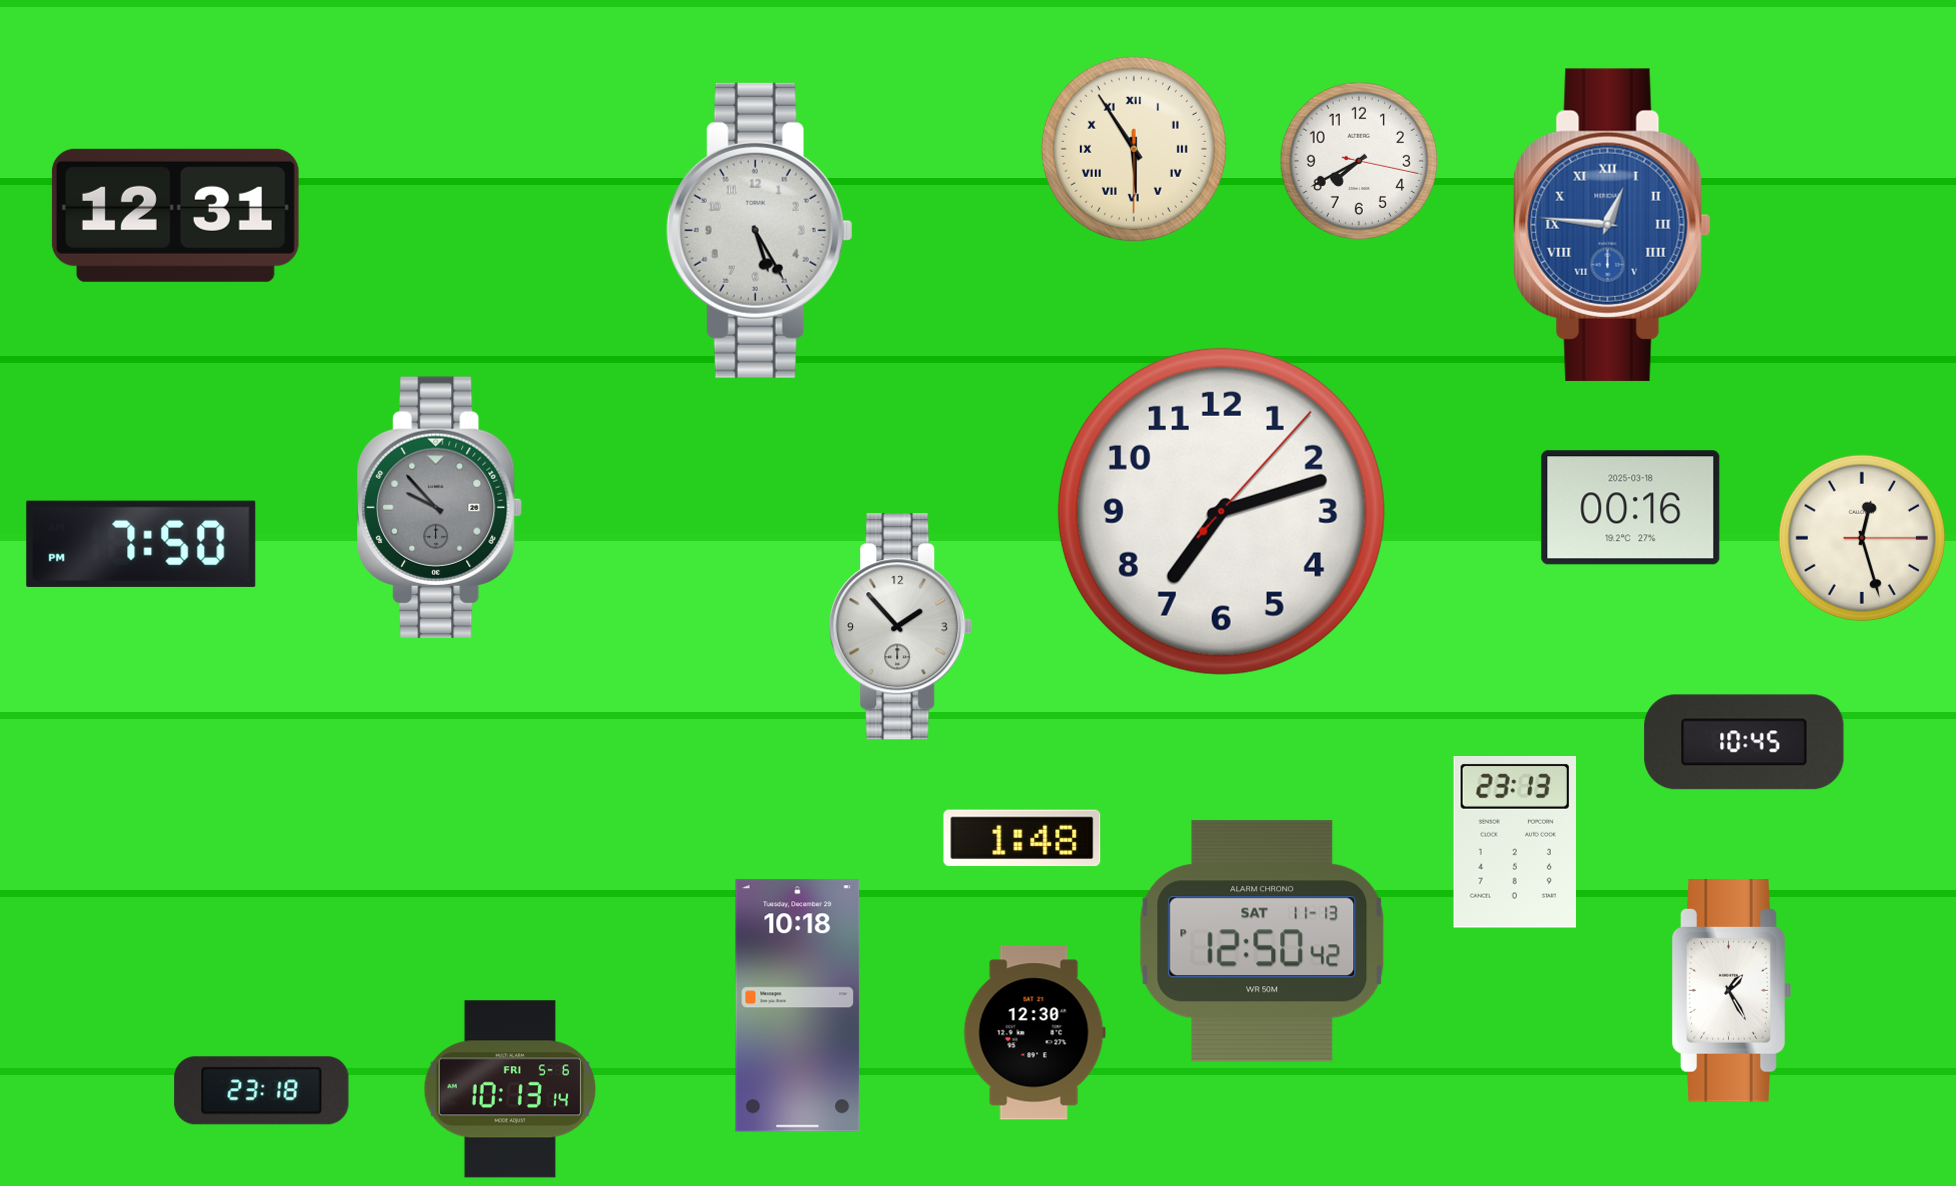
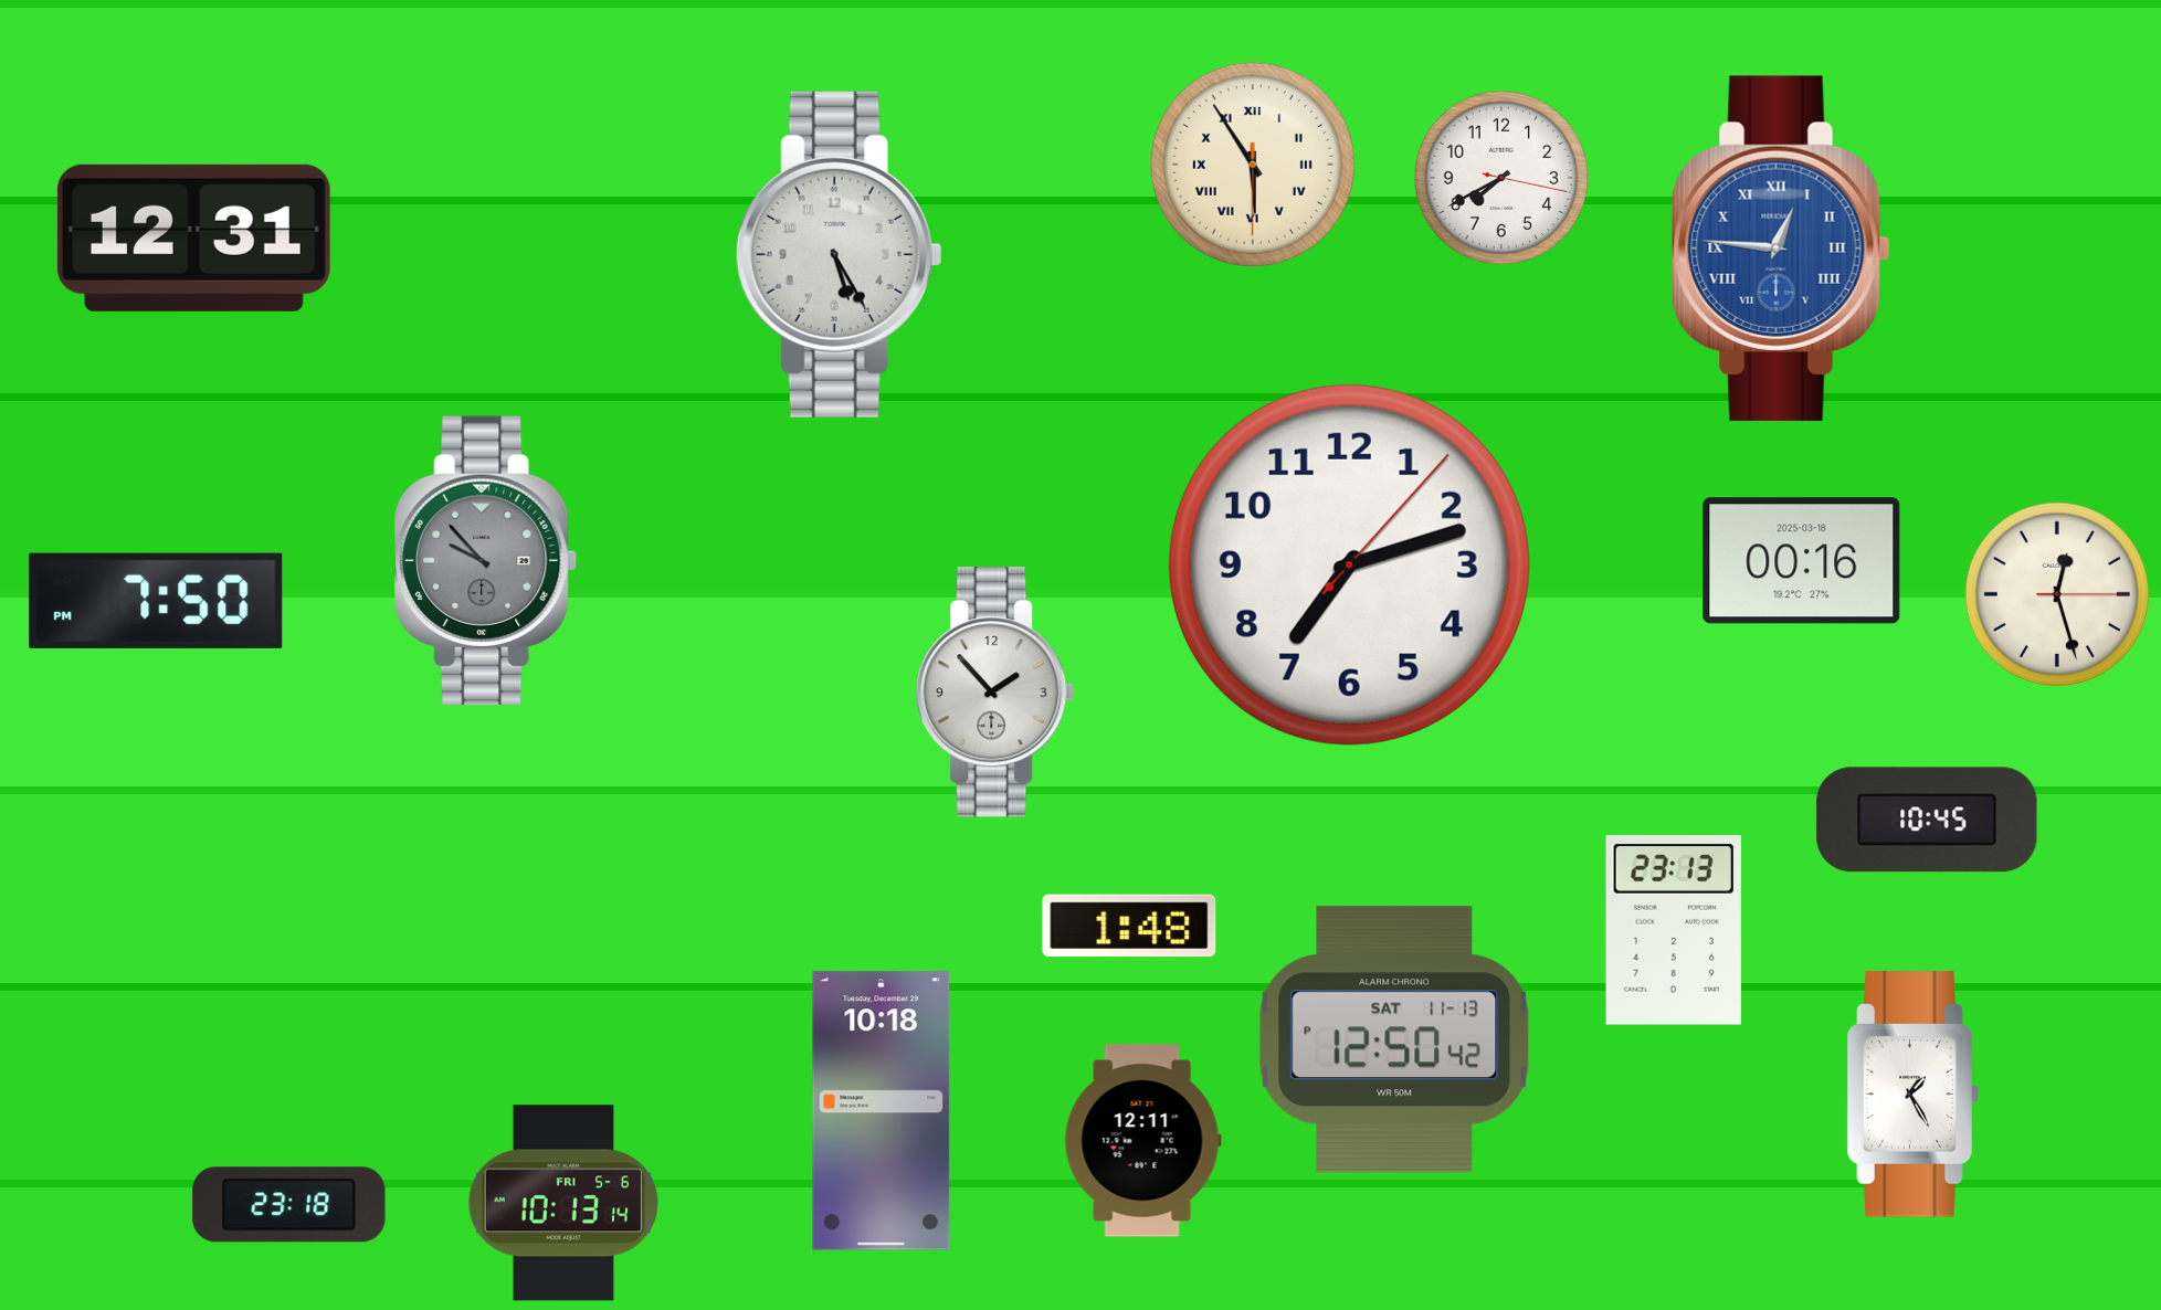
clock at (1034, 1033): 12:30 -> 12:11
